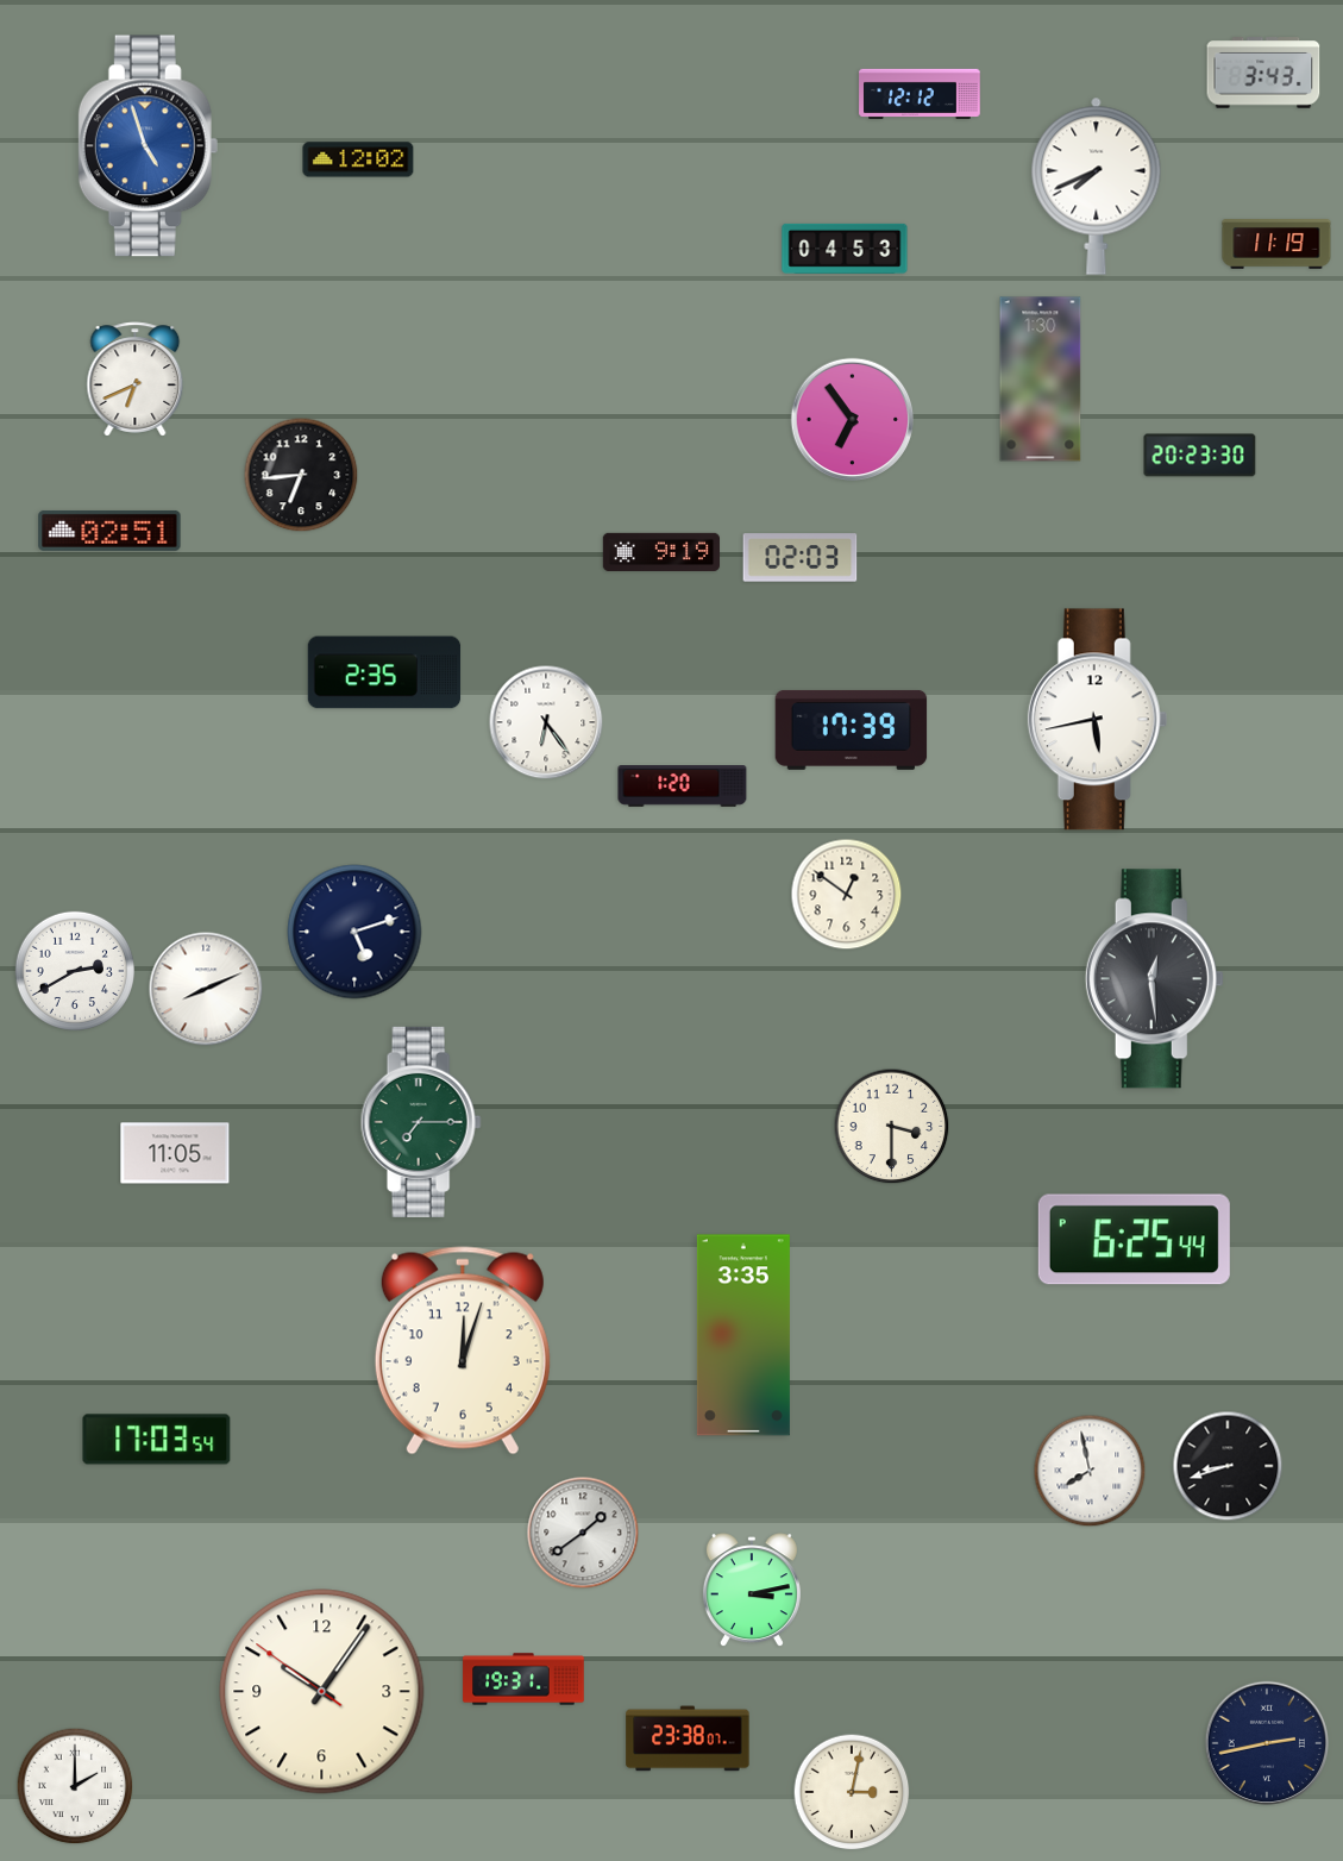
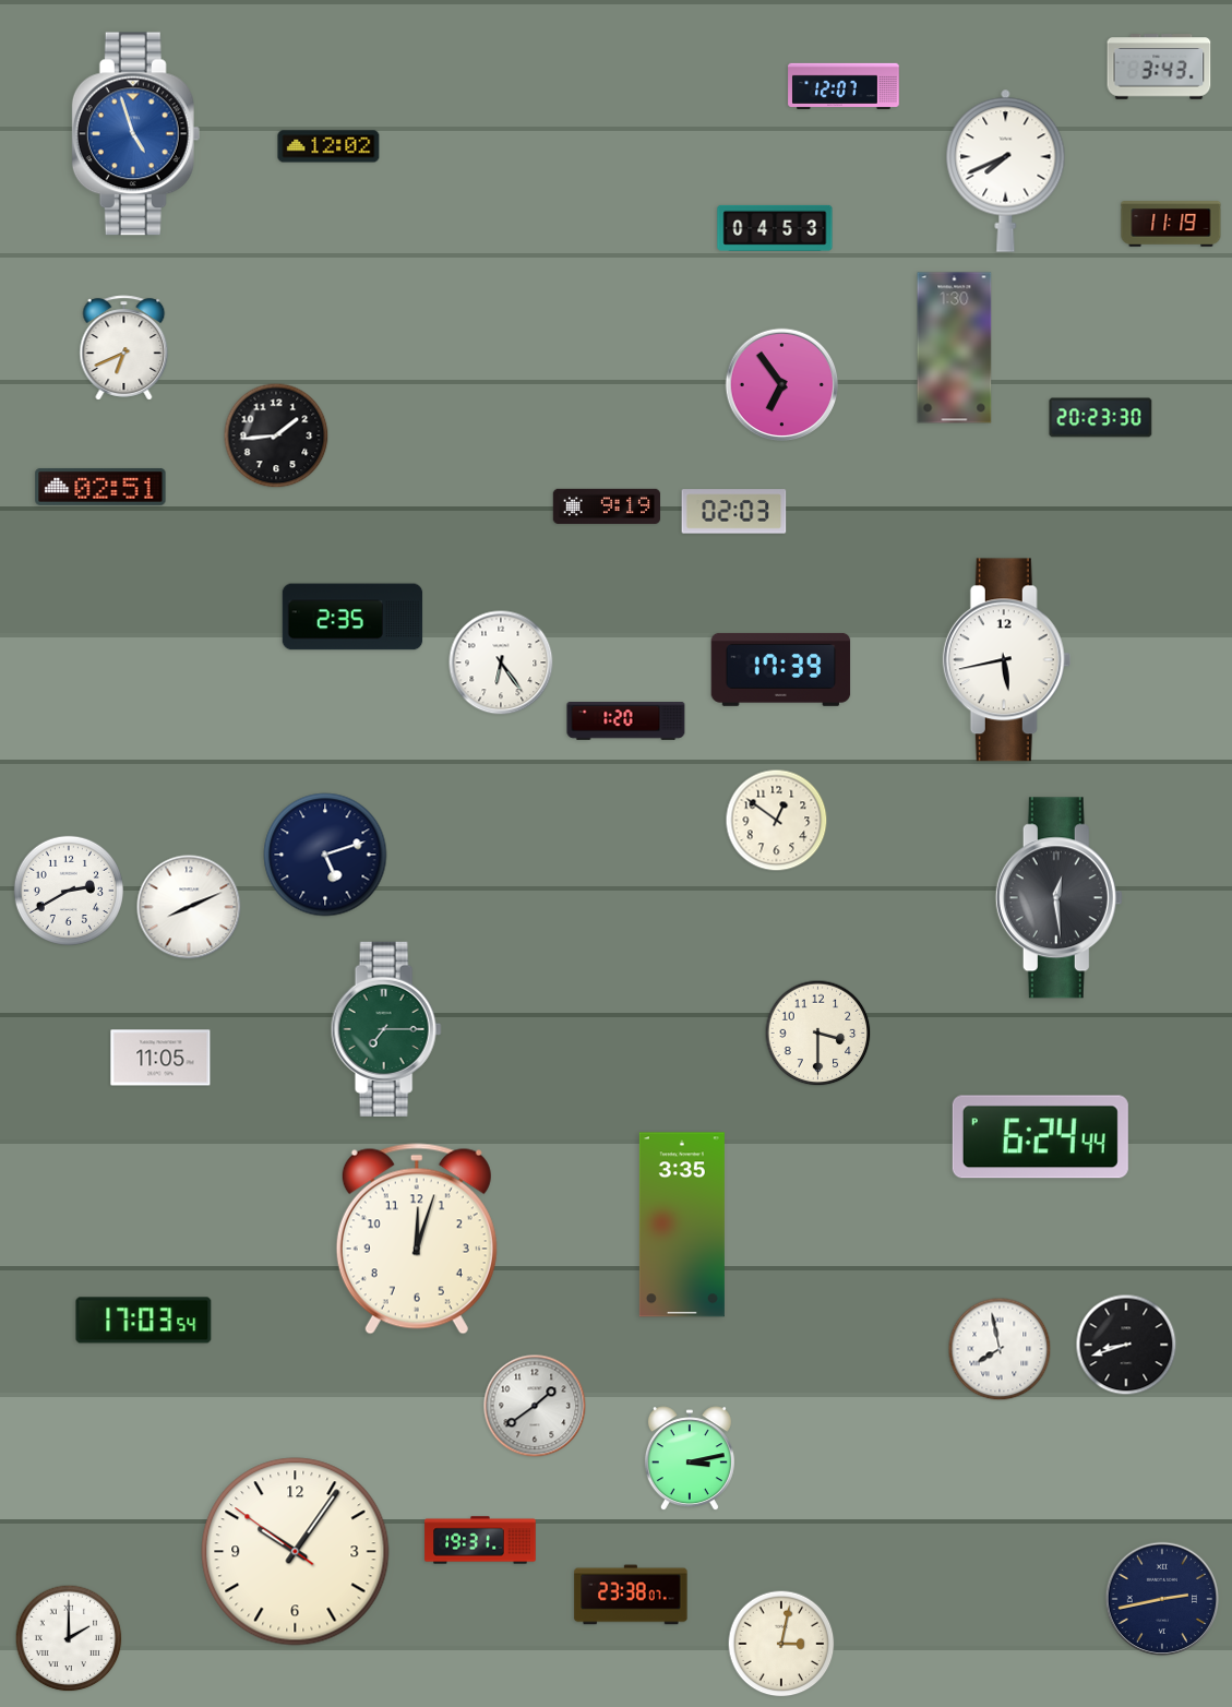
clock at (920, 93): 12:12 -> 12:07
clock at (301, 475): 6:44 -> 1:44
clock at (1134, 1240): 6:25 -> 6:24
clock at (463, 1351) position: (463, 1351) -> (417, 1239)
